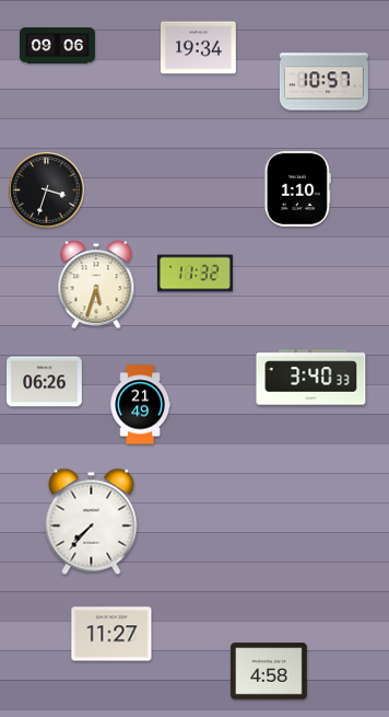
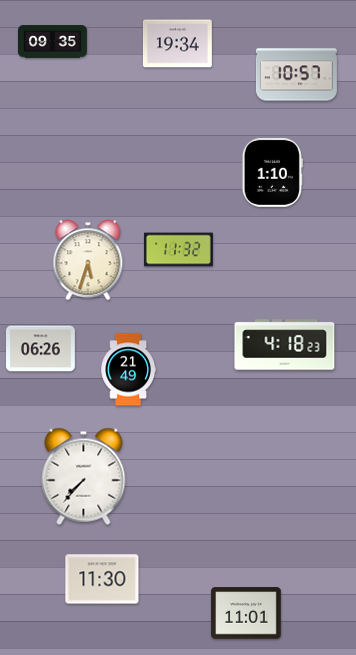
clock at (58, 46): 09:06 -> 09:35
clock at (198, 48) position: (198, 48) -> (177, 44)
clock at (47, 190): 3:33 -> none
clock at (311, 378): 3:40 -> 4:18
clock at (111, 634): 11:27 -> 11:30
clock at (269, 671): 4:58 -> 11:01
